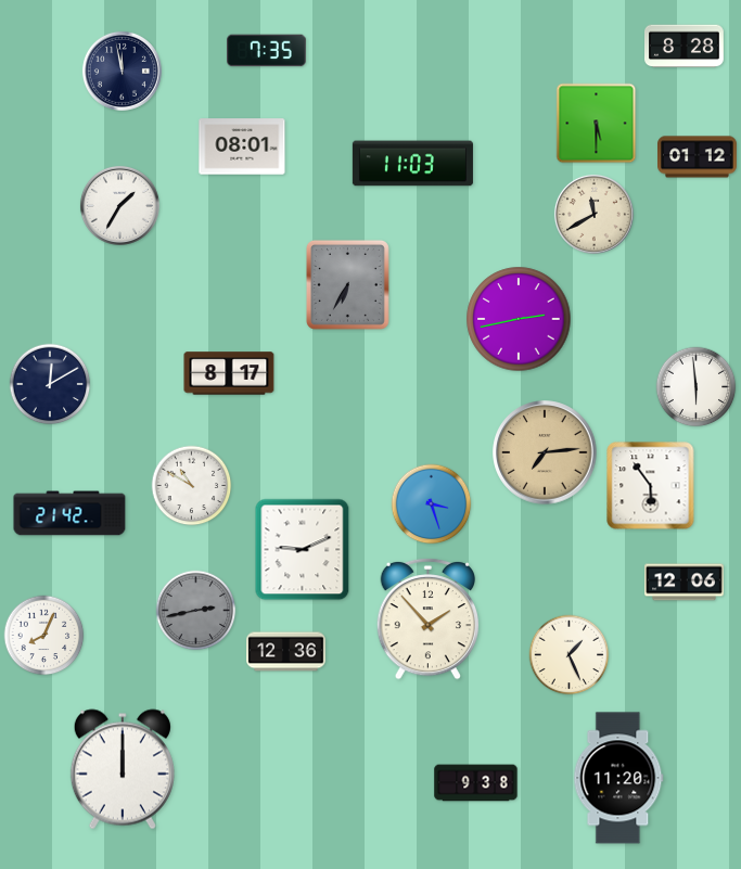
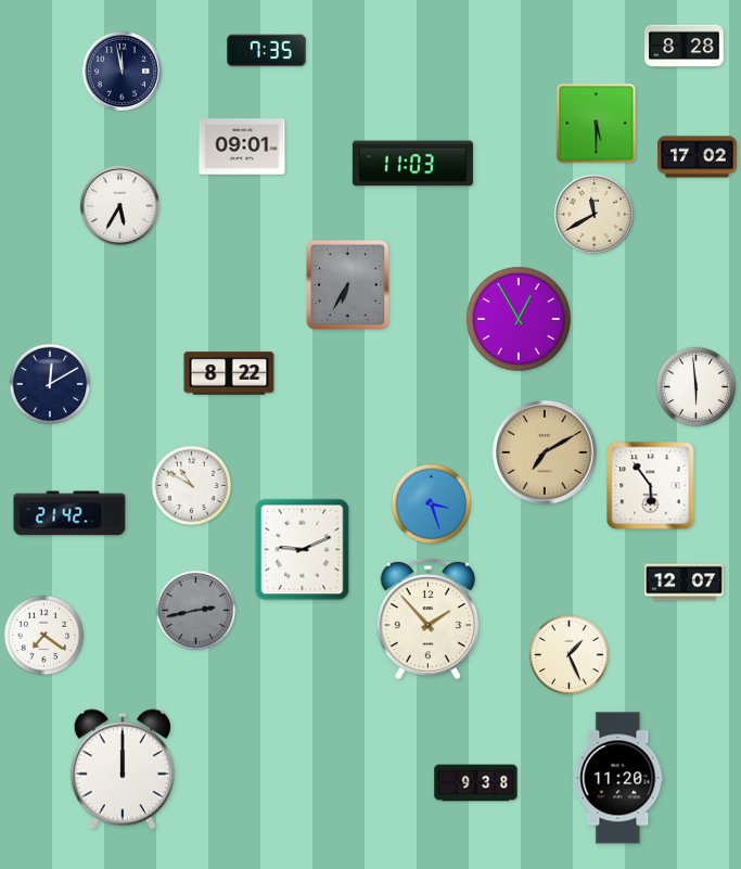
clock at (242, 146): 08:01 -> 09:01
clock at (698, 157): 01:12 -> 17:02
clock at (119, 205): 1:35 -> 5:35
clock at (519, 319): 2:43 -> 12:55
clock at (229, 373): 8:17 -> 8:22
clock at (545, 452): 7:14 -> 7:10
clock at (685, 583): 12:06 -> 12:07
clock at (44, 636): 8:04 -> 7:21
clock at (286, 652): 12:36 -> none
